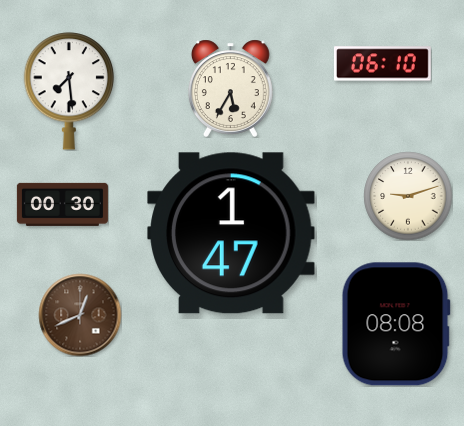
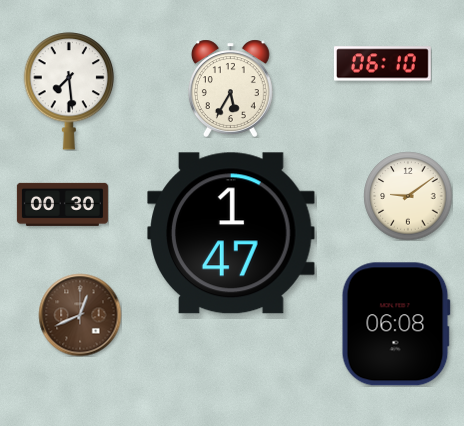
clock at (408, 196): 9:12 -> 9:09
clock at (396, 324): 08:08 -> 06:08
